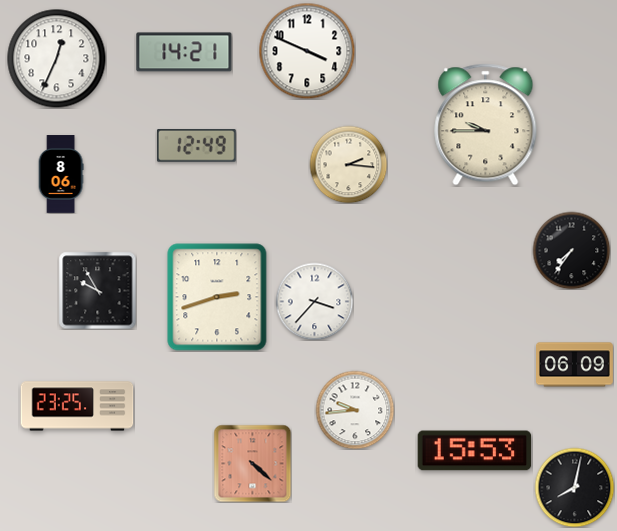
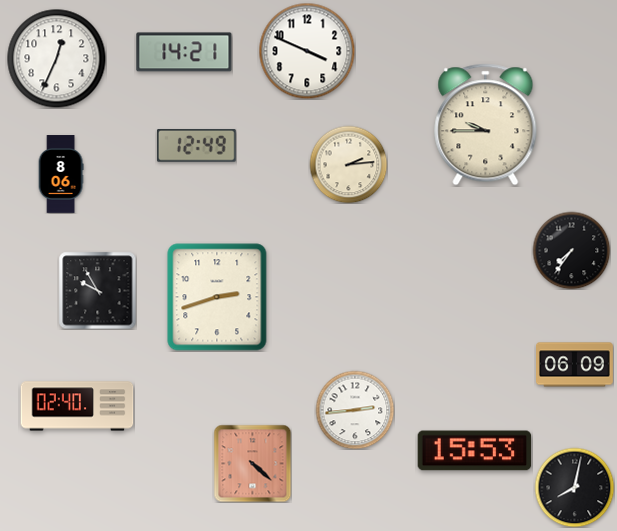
clock at (348, 164): 2:16 -> 2:14
clock at (314, 301): 3:37 -> none
clock at (77, 406): 23:25 -> 02:40
clock at (355, 410): 9:44 -> 2:44
